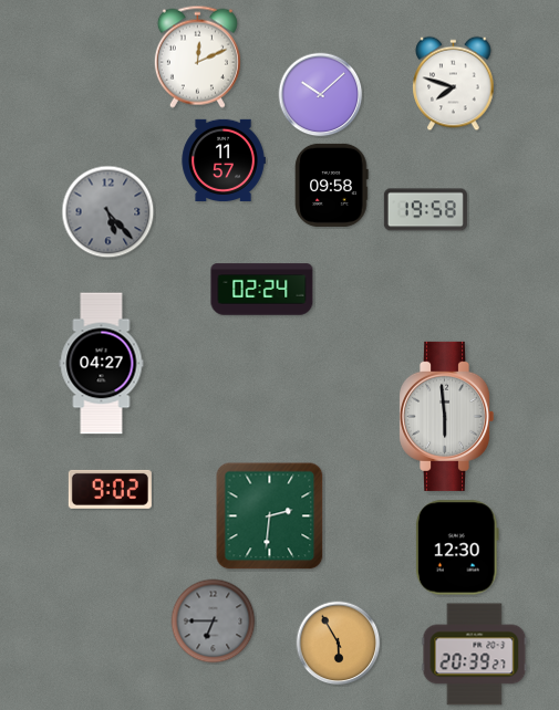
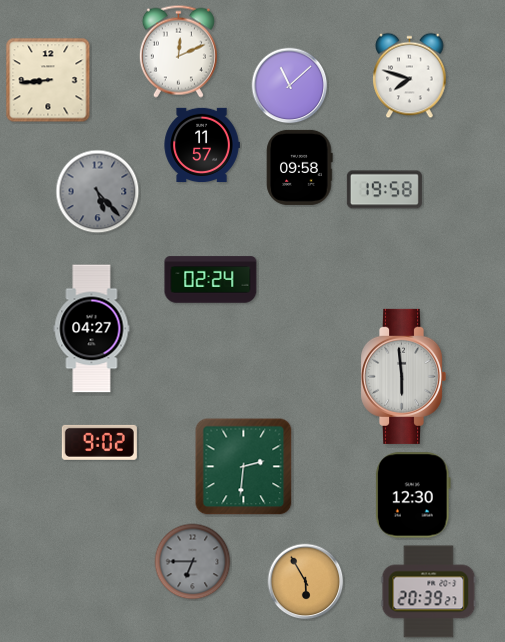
clock at (48, 80): none -> 8:44
clock at (321, 95): 10:08 -> 11:08
clock at (262, 290) position: (262, 290) -> (211, 280)
